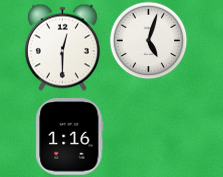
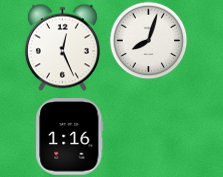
clock at (148, 40): 5:03 -> 8:03
clock at (62, 47): 12:30 -> 12:26
